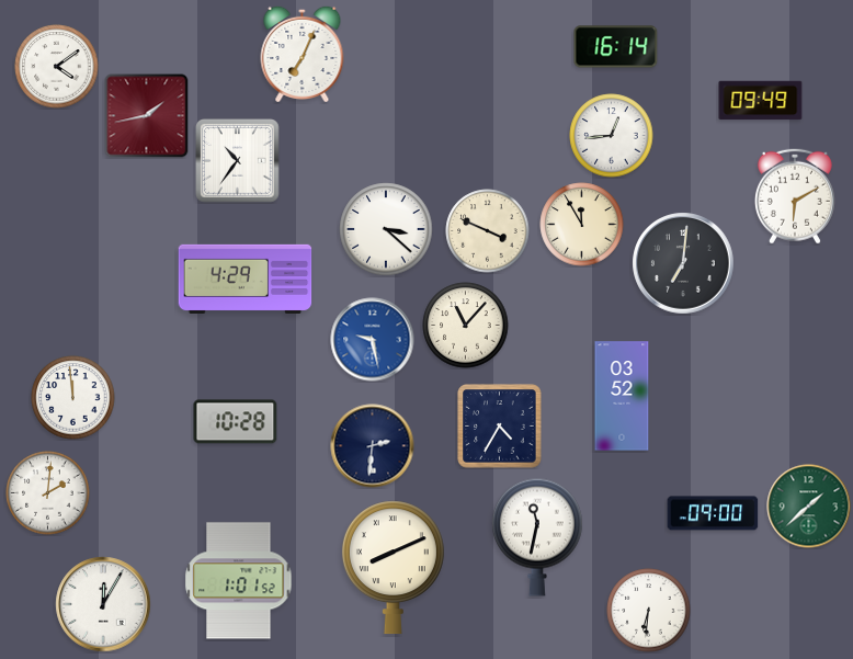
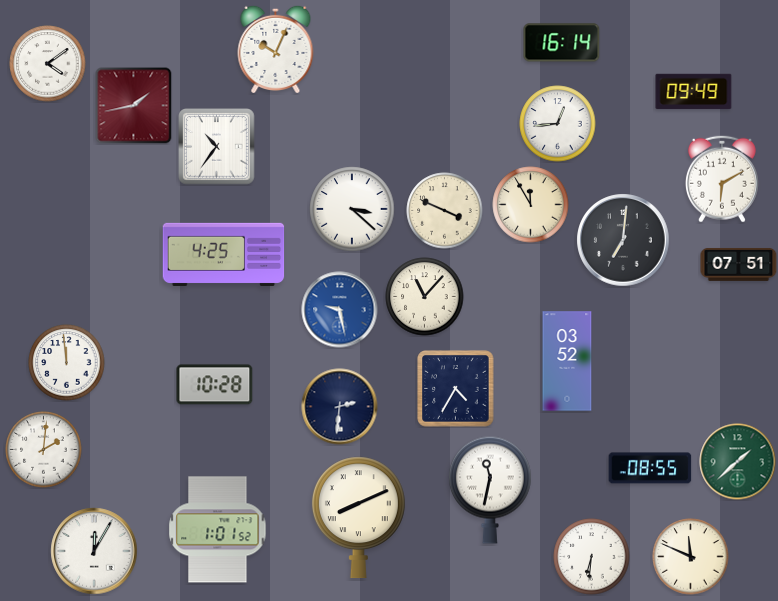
clock at (303, 53): 7:04 -> 10:04
clock at (57, 67) position: (57, 67) -> (48, 64)
clock at (795, 196) position: (795, 196) -> (722, 179)
clock at (246, 279): 4:29 -> 4:25
clock at (739, 264): none -> 07:51
clock at (713, 513): 09:00 -> 08:55
clock at (691, 557): none -> 11:49
